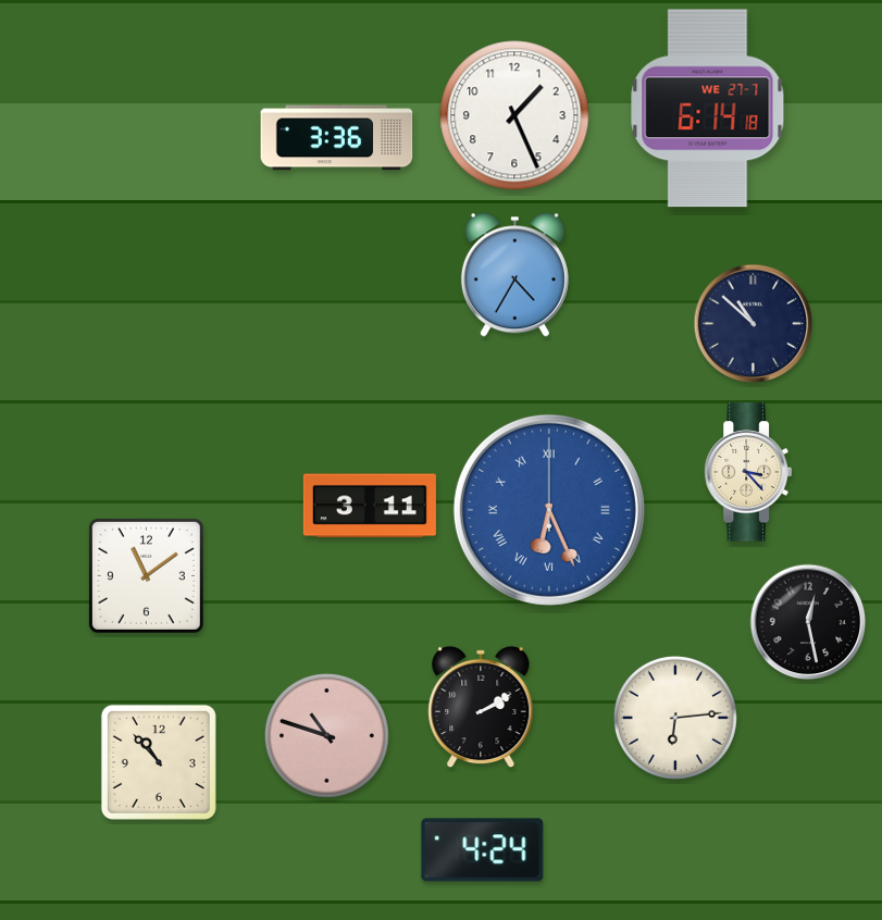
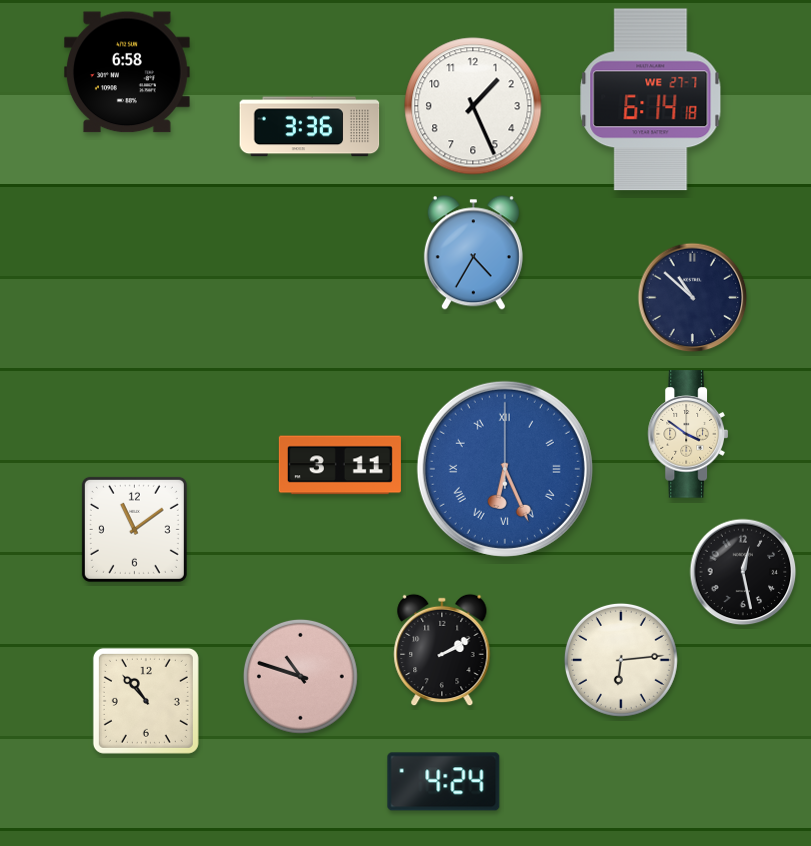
clock at (128, 72): none -> 6:58
clock at (748, 472): 3:23 -> 3:51
